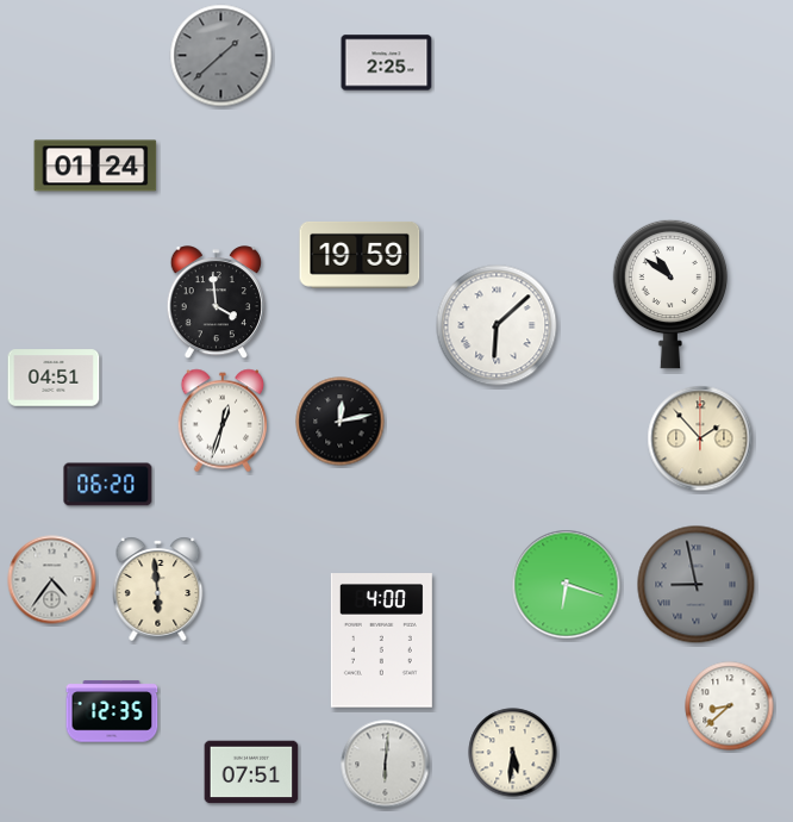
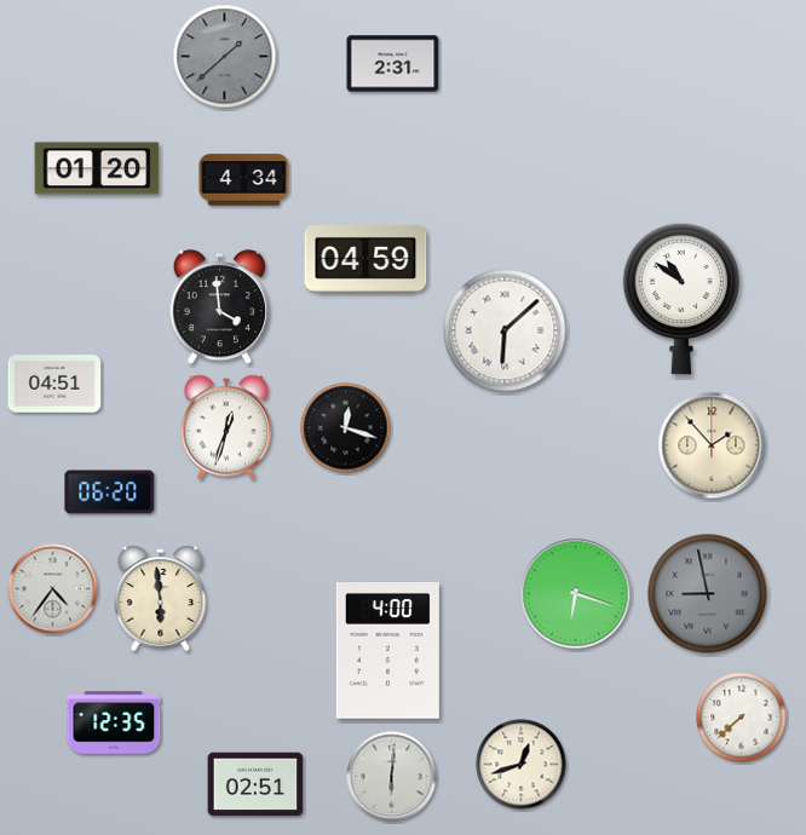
clock at (387, 63): 2:25 -> 2:31
clock at (95, 166): 01:24 -> 01:20
clock at (244, 180): none -> 4:34
clock at (360, 255): 19:59 -> 04:59
clock at (341, 422): 12:13 -> 12:18
clock at (730, 706): 8:38 -> 7:38
clock at (513, 753): 5:31 -> 12:42
clock at (251, 772): 07:51 -> 02:51
